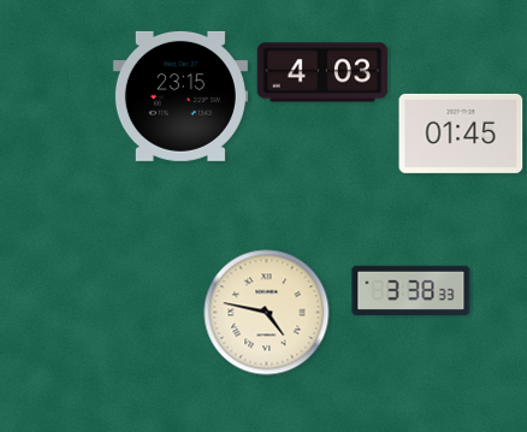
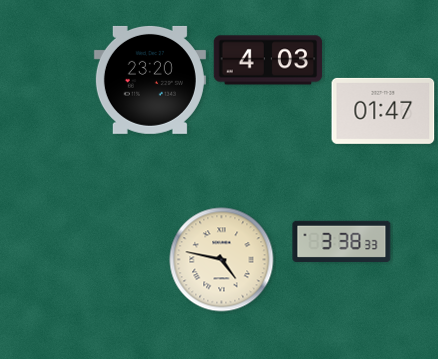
clock at (180, 96): 23:15 -> 23:20
clock at (461, 134): 01:45 -> 01:47
